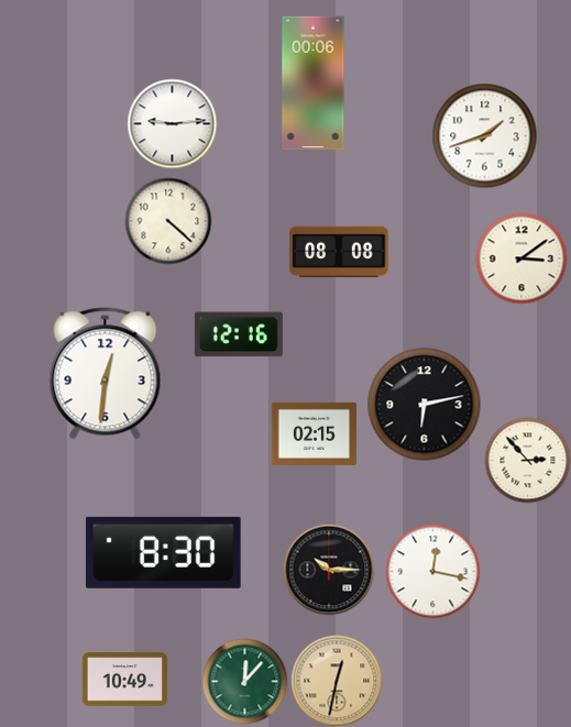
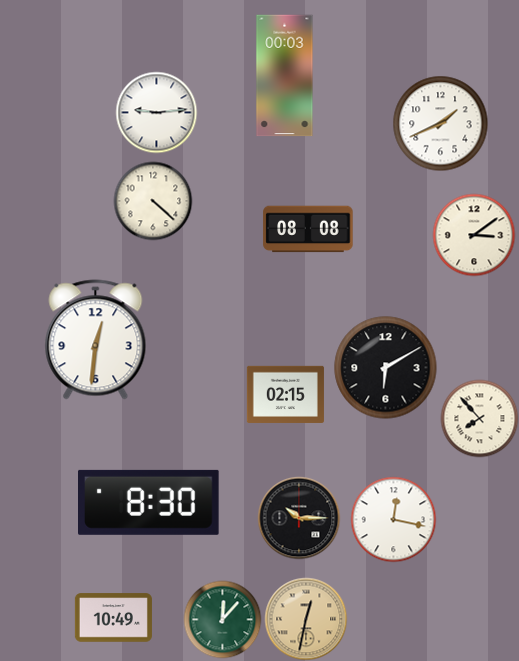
clock at (314, 84): 00:06 -> 00:03
clock at (484, 135): 1:42 -> 1:41
clock at (239, 334): 12:16 -> none
clock at (425, 405): 6:13 -> 6:10
clock at (527, 460): 2:53 -> 7:53
